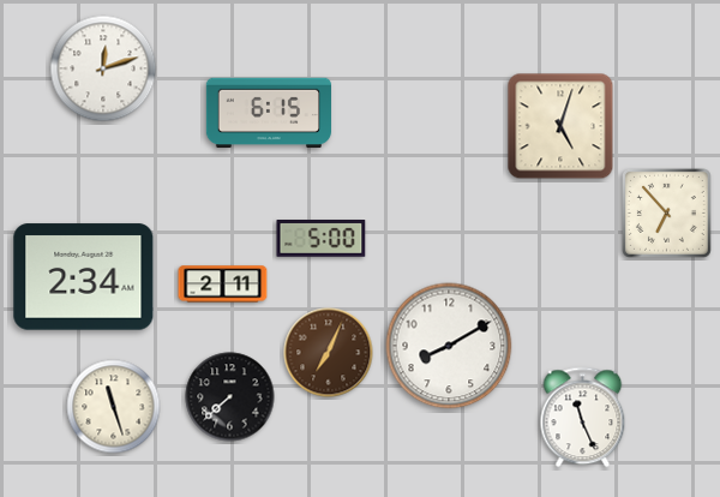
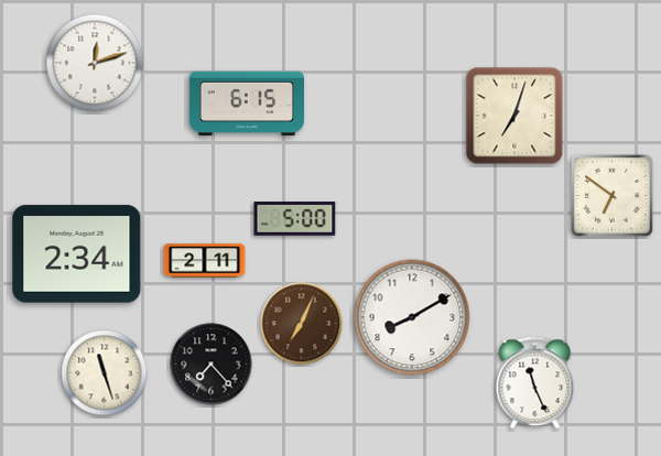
clock at (560, 126): 5:03 -> 7:03
clock at (666, 212): 6:53 -> 6:51
clock at (230, 397): 7:38 -> 7:23
